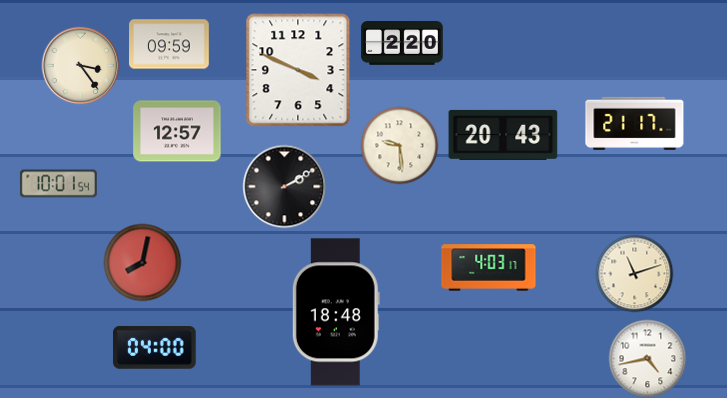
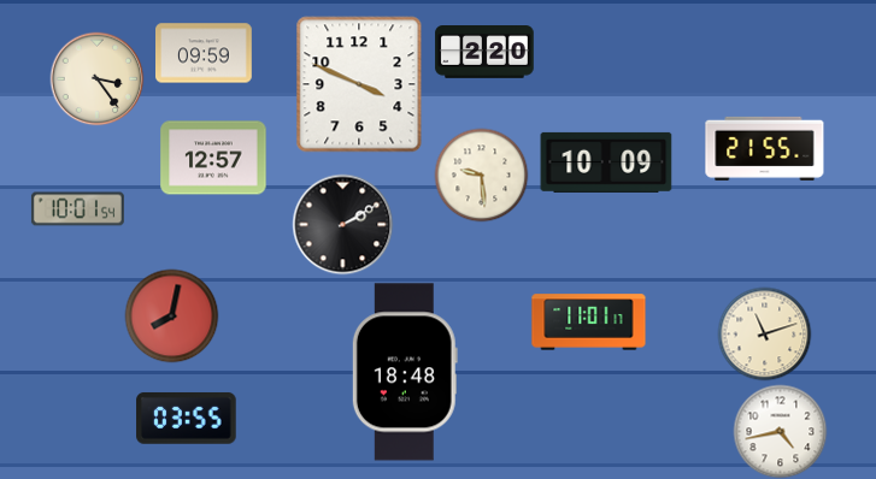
clock at (635, 123): 21:17 -> 21:55
clock at (503, 135): 20:43 -> 10:09
clock at (58, 184) position: (58, 184) -> (77, 209)
clock at (489, 268): 4:03 -> 11:01
clock at (634, 273) position: (634, 273) -> (764, 333)
clock at (336, 312) position: (336, 312) -> (405, 372)
clock at (155, 348): 04:00 -> 03:55
